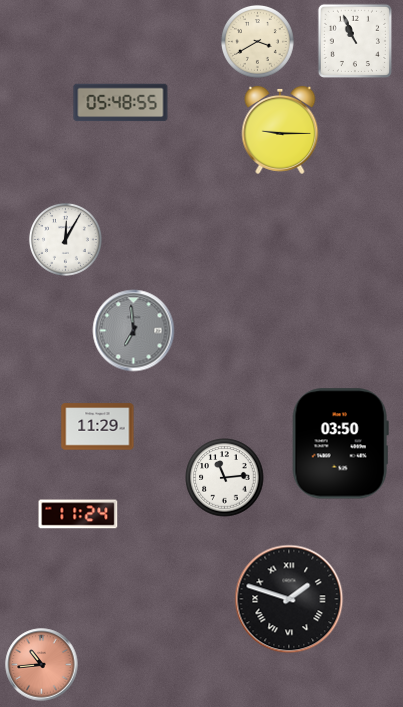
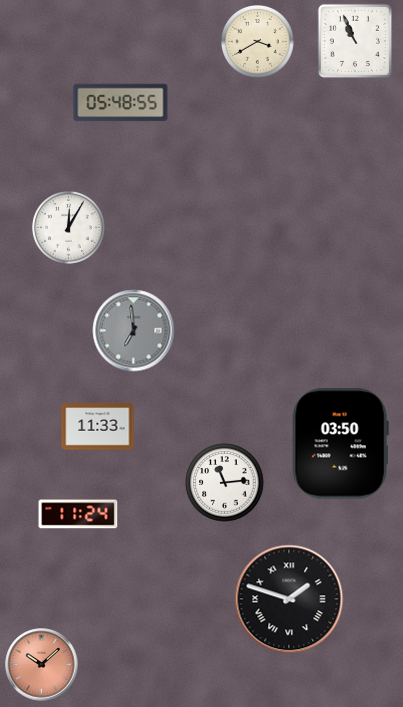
clock at (280, 130): 9:15 -> none
clock at (66, 240) position: (66, 240) -> (69, 228)
clock at (98, 427): 11:29 -> 11:33
clock at (225, 478) position: (225, 478) -> (225, 483)
clock at (42, 665): 10:44 -> 10:08
